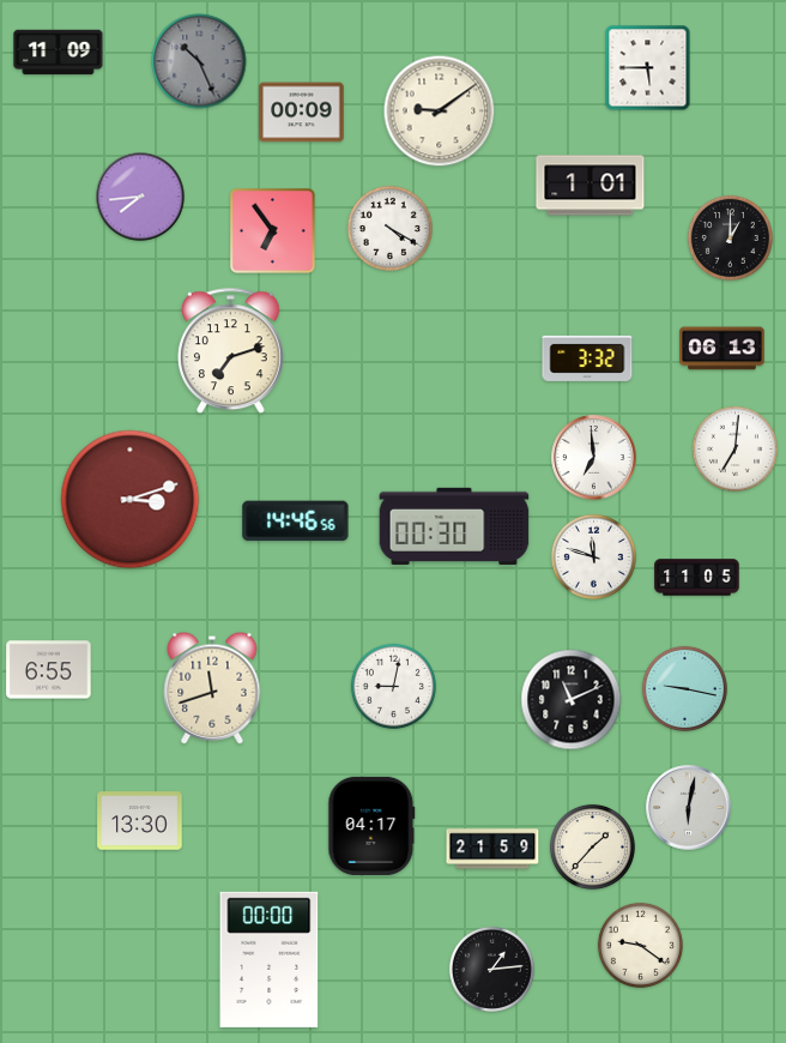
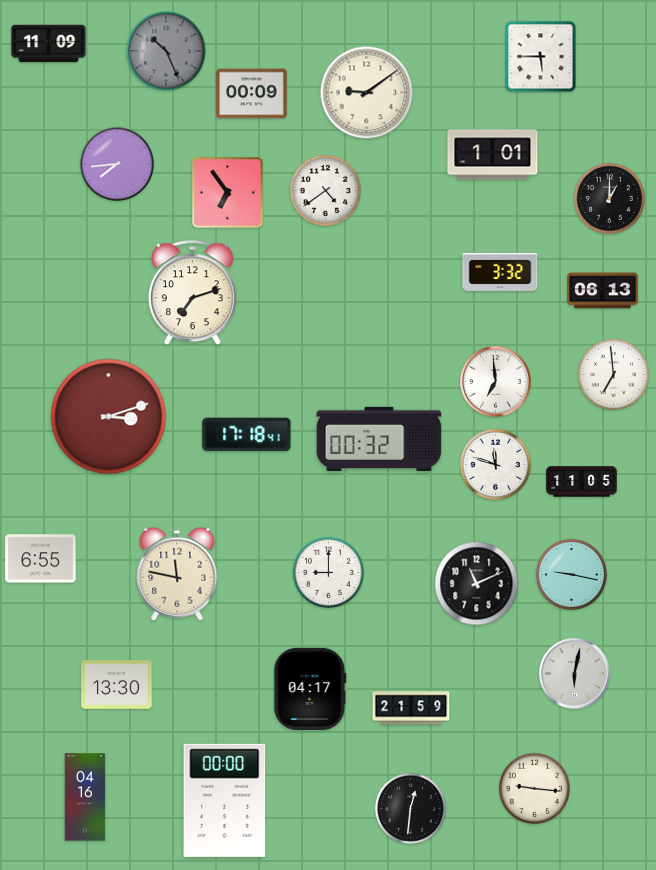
clock at (389, 228): 4:20 -> 4:39
clock at (587, 358) position: (587, 358) -> (500, 272)
clock at (734, 448): 7:01 -> 6:59
clock at (296, 521): 14:46 -> 17:18
clock at (454, 525): 00:30 -> 00:32
clock at (393, 686): 9:02 -> 9:00
clock at (212, 688): 11:42 -> 11:47
clock at (592, 846): 1:37 -> none
clock at (640, 945): 9:21 -> 9:16
clock at (85, 797): none -> 04:16
clock at (491, 969): 1:14 -> 12:31
